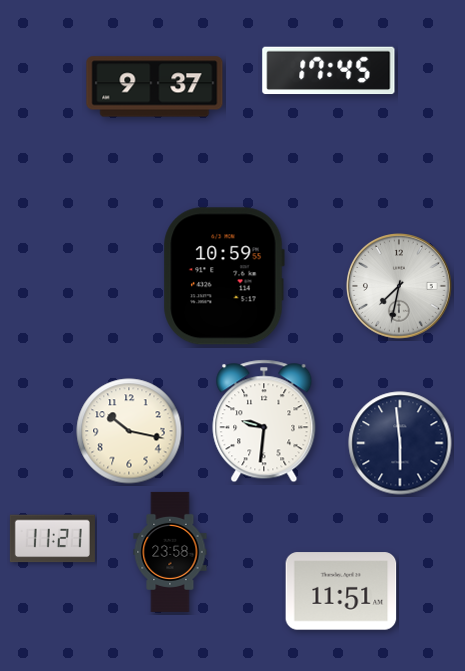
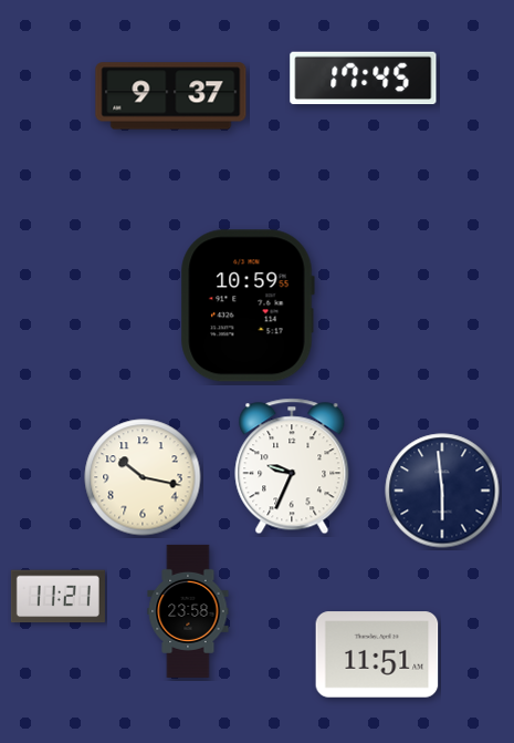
clock at (400, 287): 7:32 -> none
clock at (264, 421): 9:31 -> 9:34
